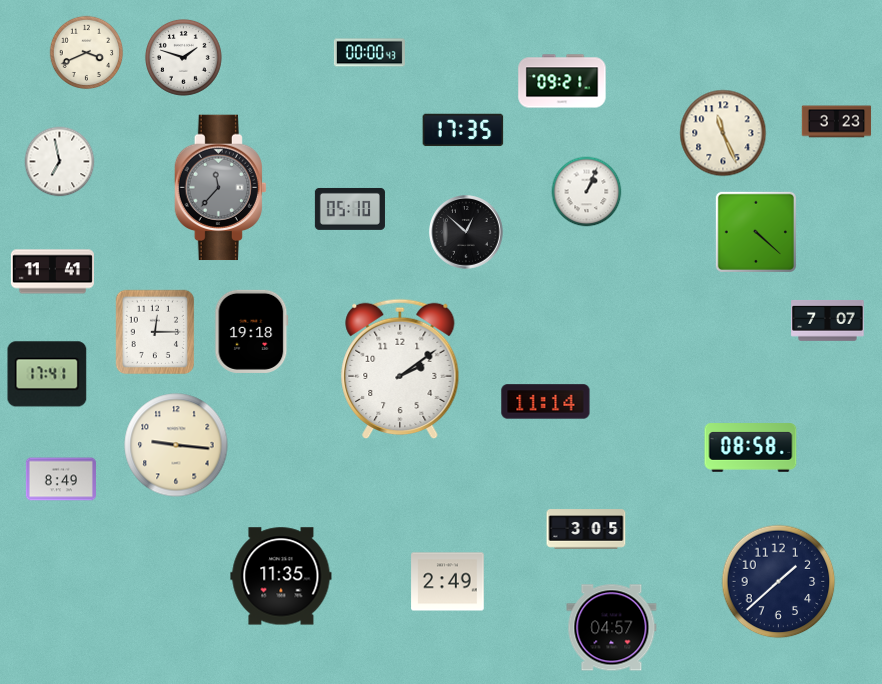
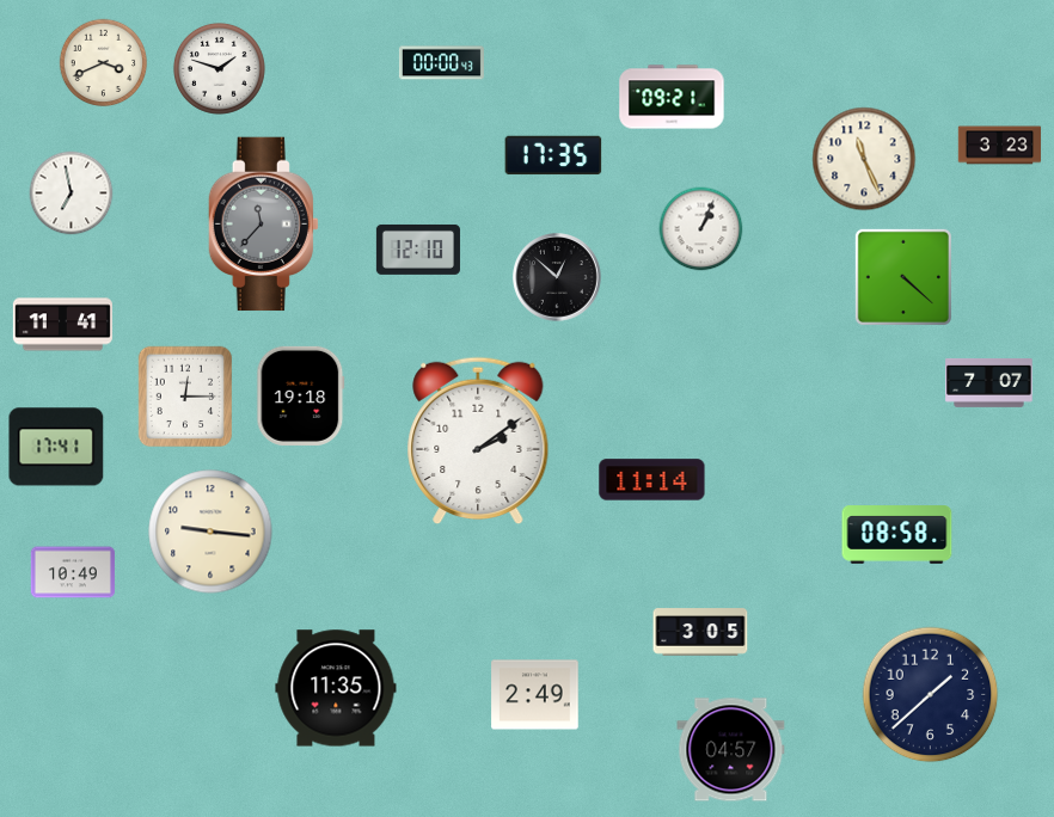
clock at (350, 209): 05:10 -> 12:10
clock at (61, 479): 8:49 -> 10:49
